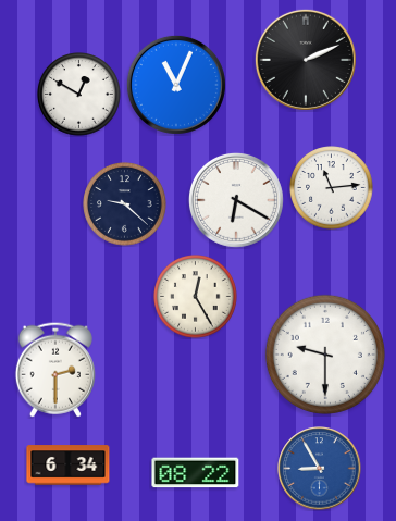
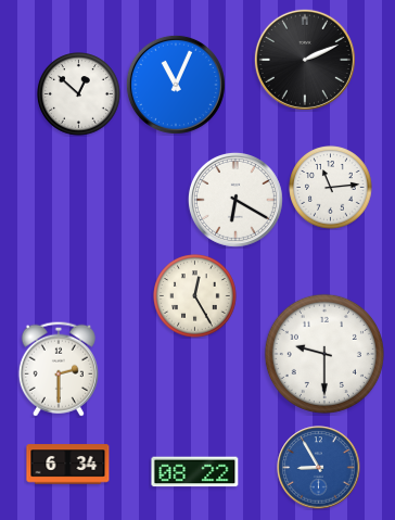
clock at (79, 95): 12:50 -> 12:52
clock at (125, 204): 9:22 -> none
clock at (55, 370) position: (55, 370) -> (59, 369)
